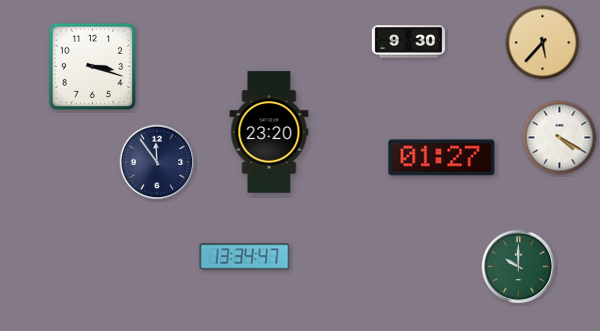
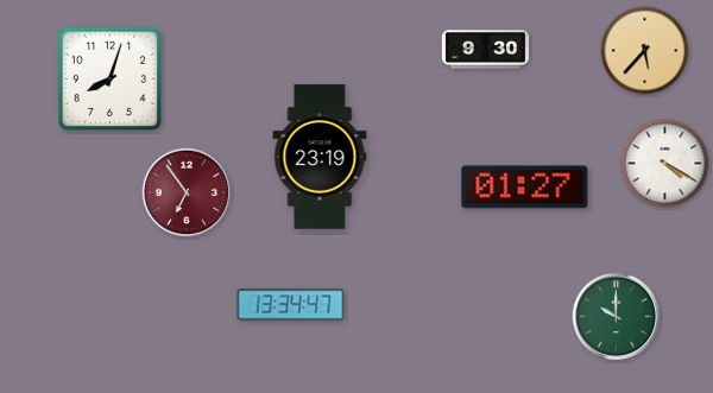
clock at (92, 66): 3:18 -> 8:03
clock at (269, 132): 23:20 -> 23:19
clock at (157, 162): 11:54 -> 6:54
clock at (157, 162) dial: navy -> burgundy
